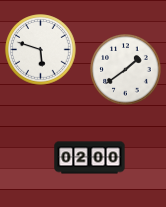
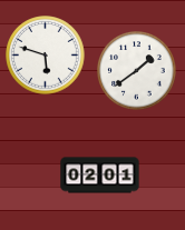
clock at (126, 70) position: (126, 70) -> (137, 71)
clock at (90, 158): 02:00 -> 02:01
